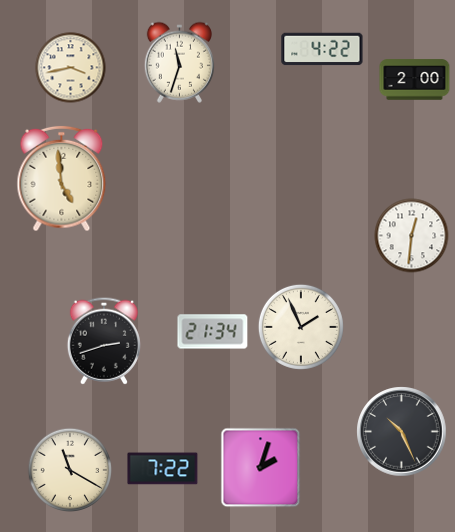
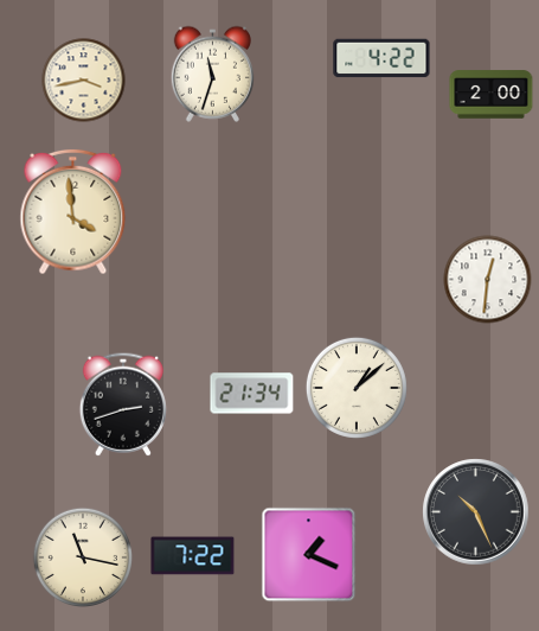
clock at (62, 179): 4:59 -> 3:59
clock at (301, 327): 1:56 -> 1:08
clock at (261, 468): 2:03 -> 1:19
clock at (69, 469): 11:20 -> 11:17
